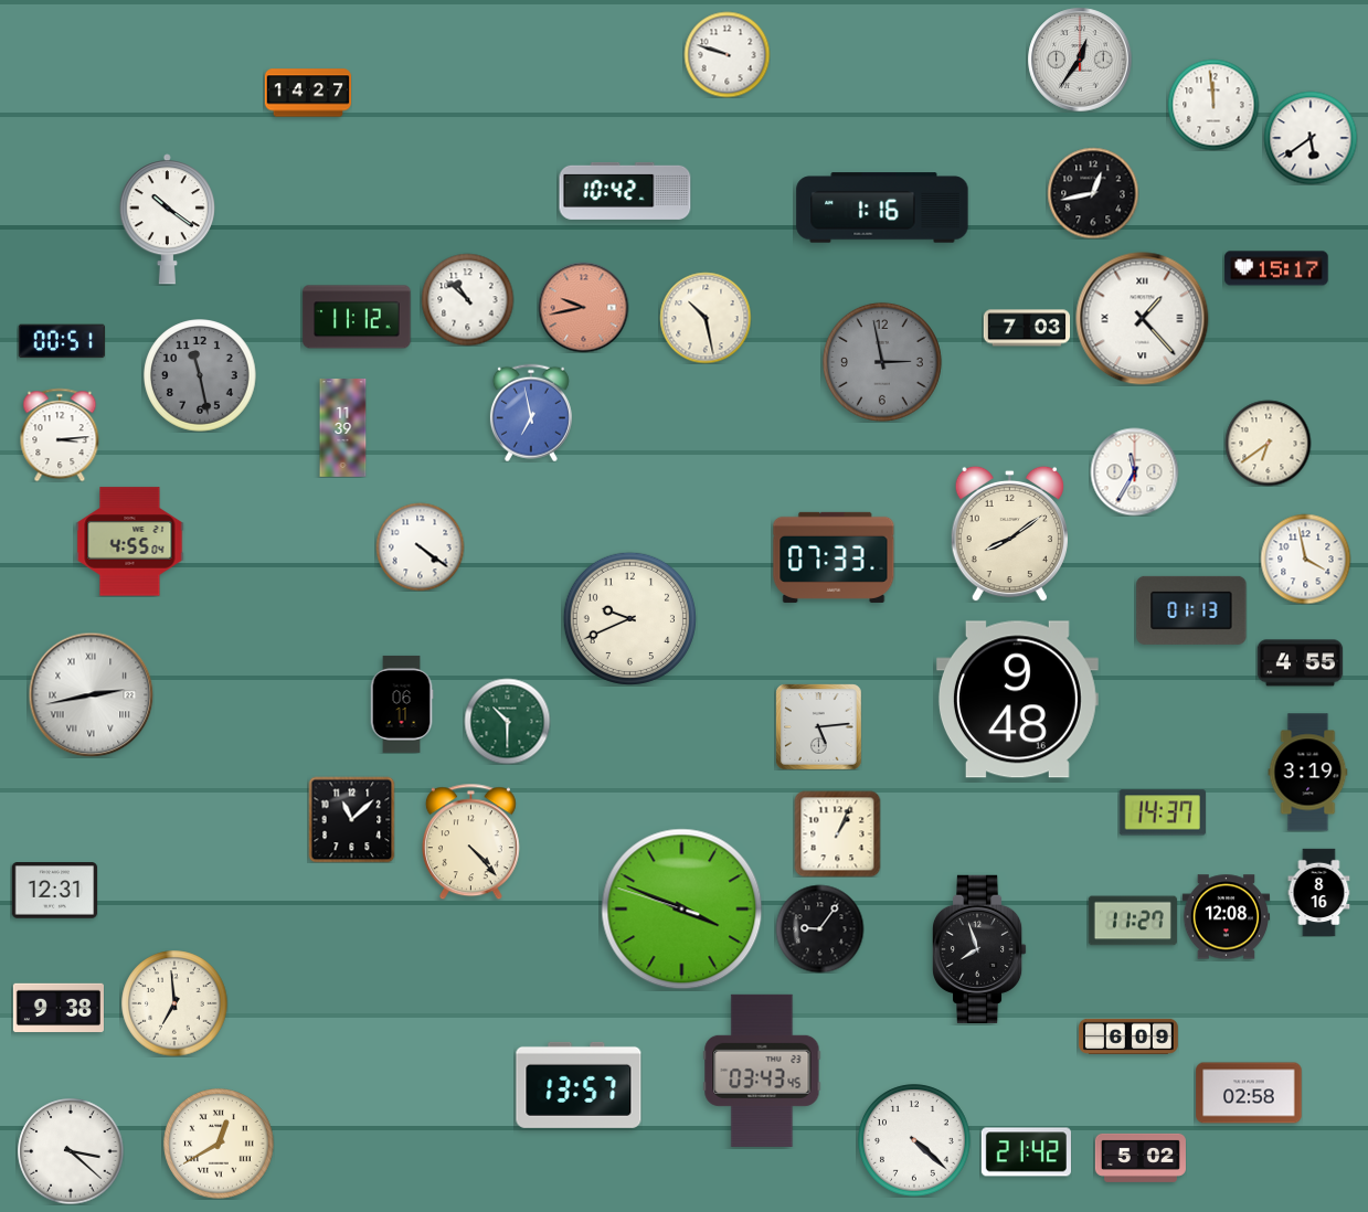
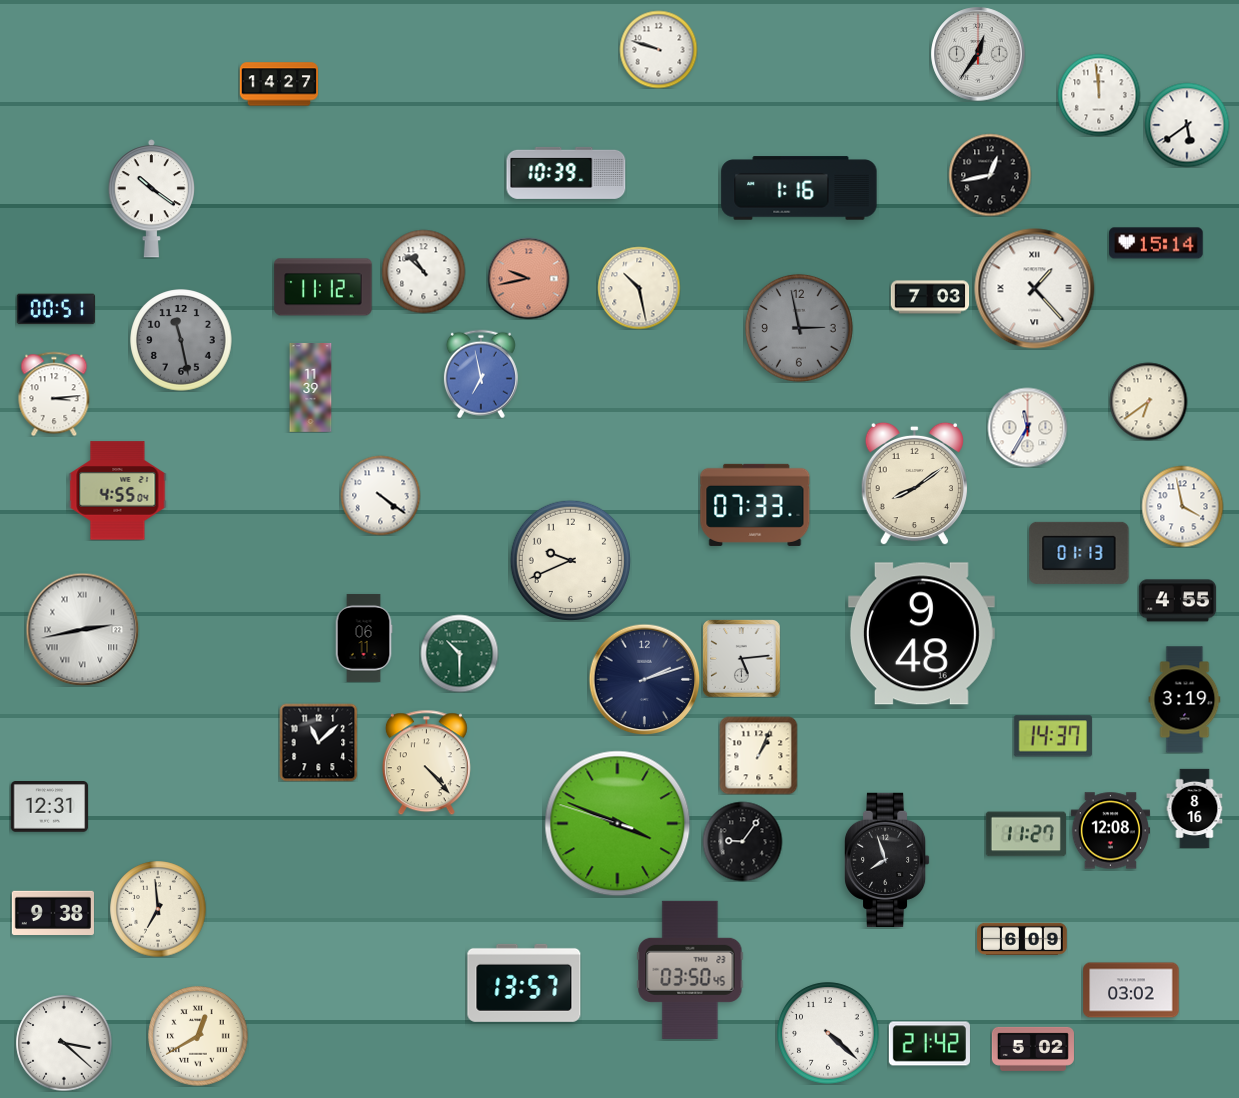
clock at (625, 191): 10:42 -> 10:39
clock at (1276, 268): 15:17 -> 15:14
clock at (644, 679): none -> 2:12
clock at (762, 1071): 03:43 -> 03:50
clock at (1249, 1093): 02:58 -> 03:02
